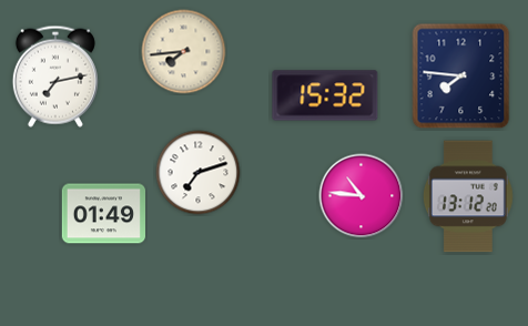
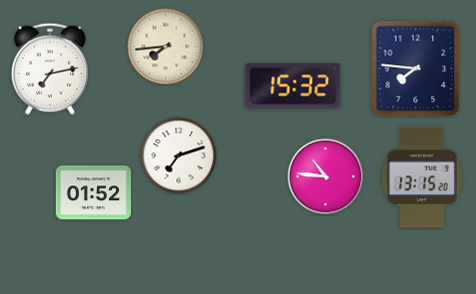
clock at (468, 196): 13:12 -> 13:15
clock at (103, 214): 01:49 -> 01:52
